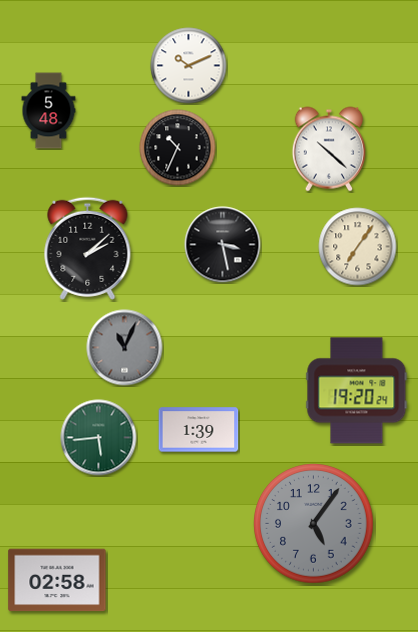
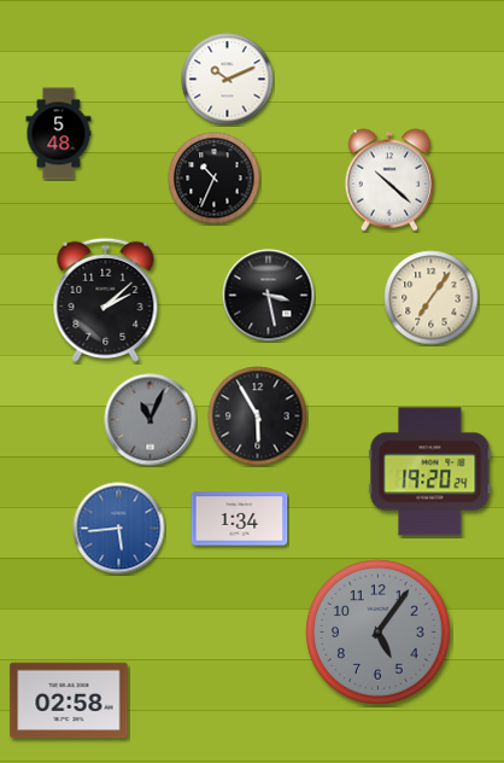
clock at (328, 149) position: (328, 149) -> (388, 180)
clock at (258, 417): none -> 5:55
clock at (199, 430): 1:39 -> 1:34
clock at (99, 438) dial: green -> blue
